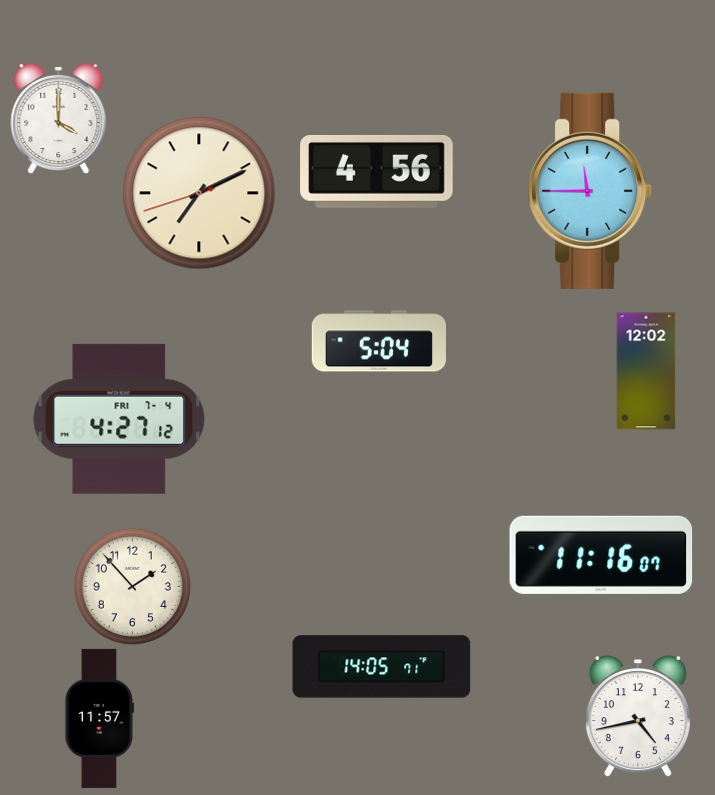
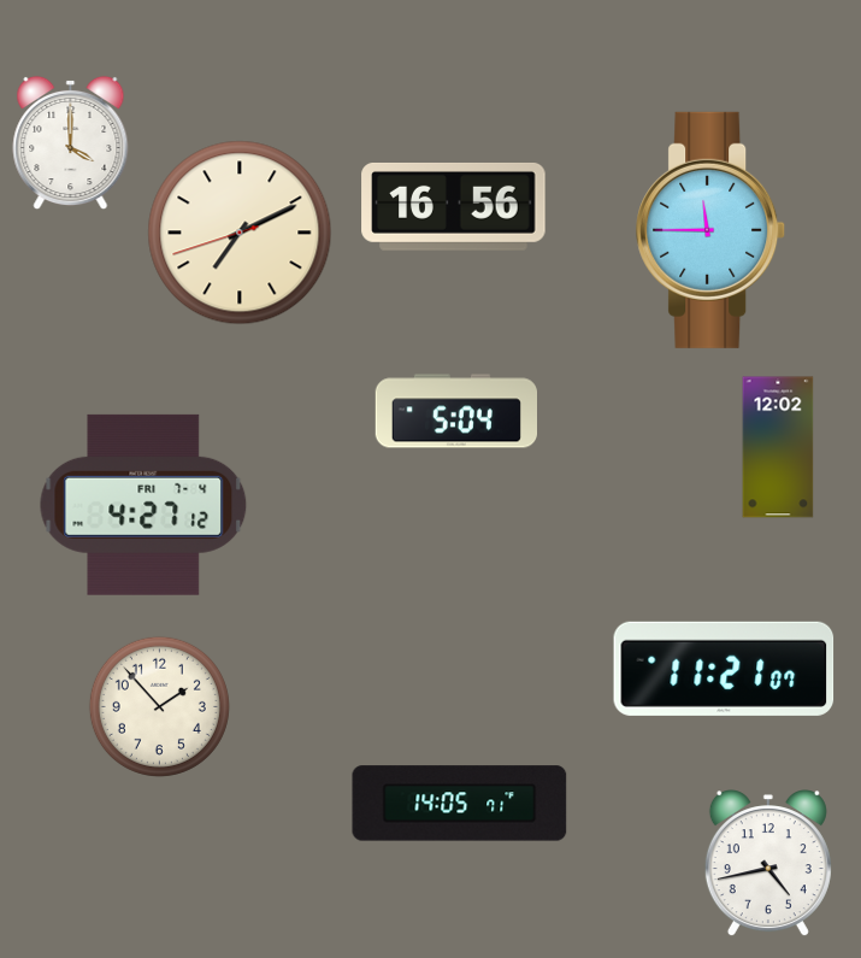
clock at (377, 171): 4:56 -> 16:56
clock at (601, 555): 11:16 -> 11:21
clock at (99, 718): 11:57 -> none
